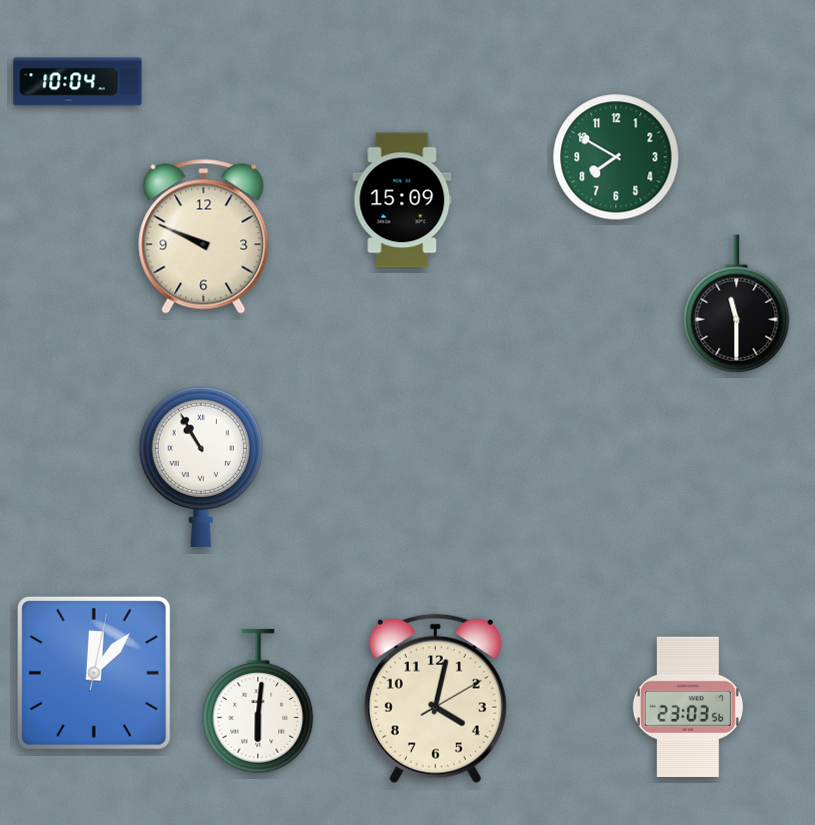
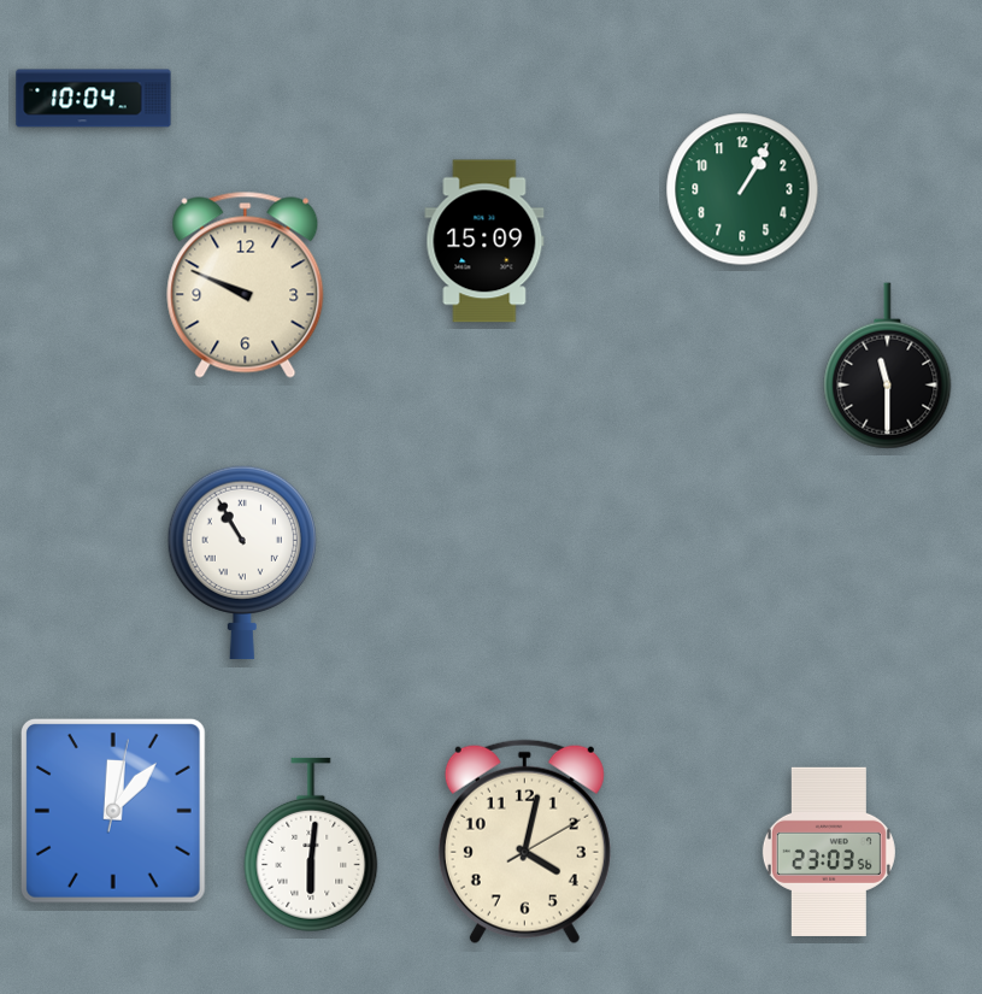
clock at (616, 157): 7:50 -> 1:05
